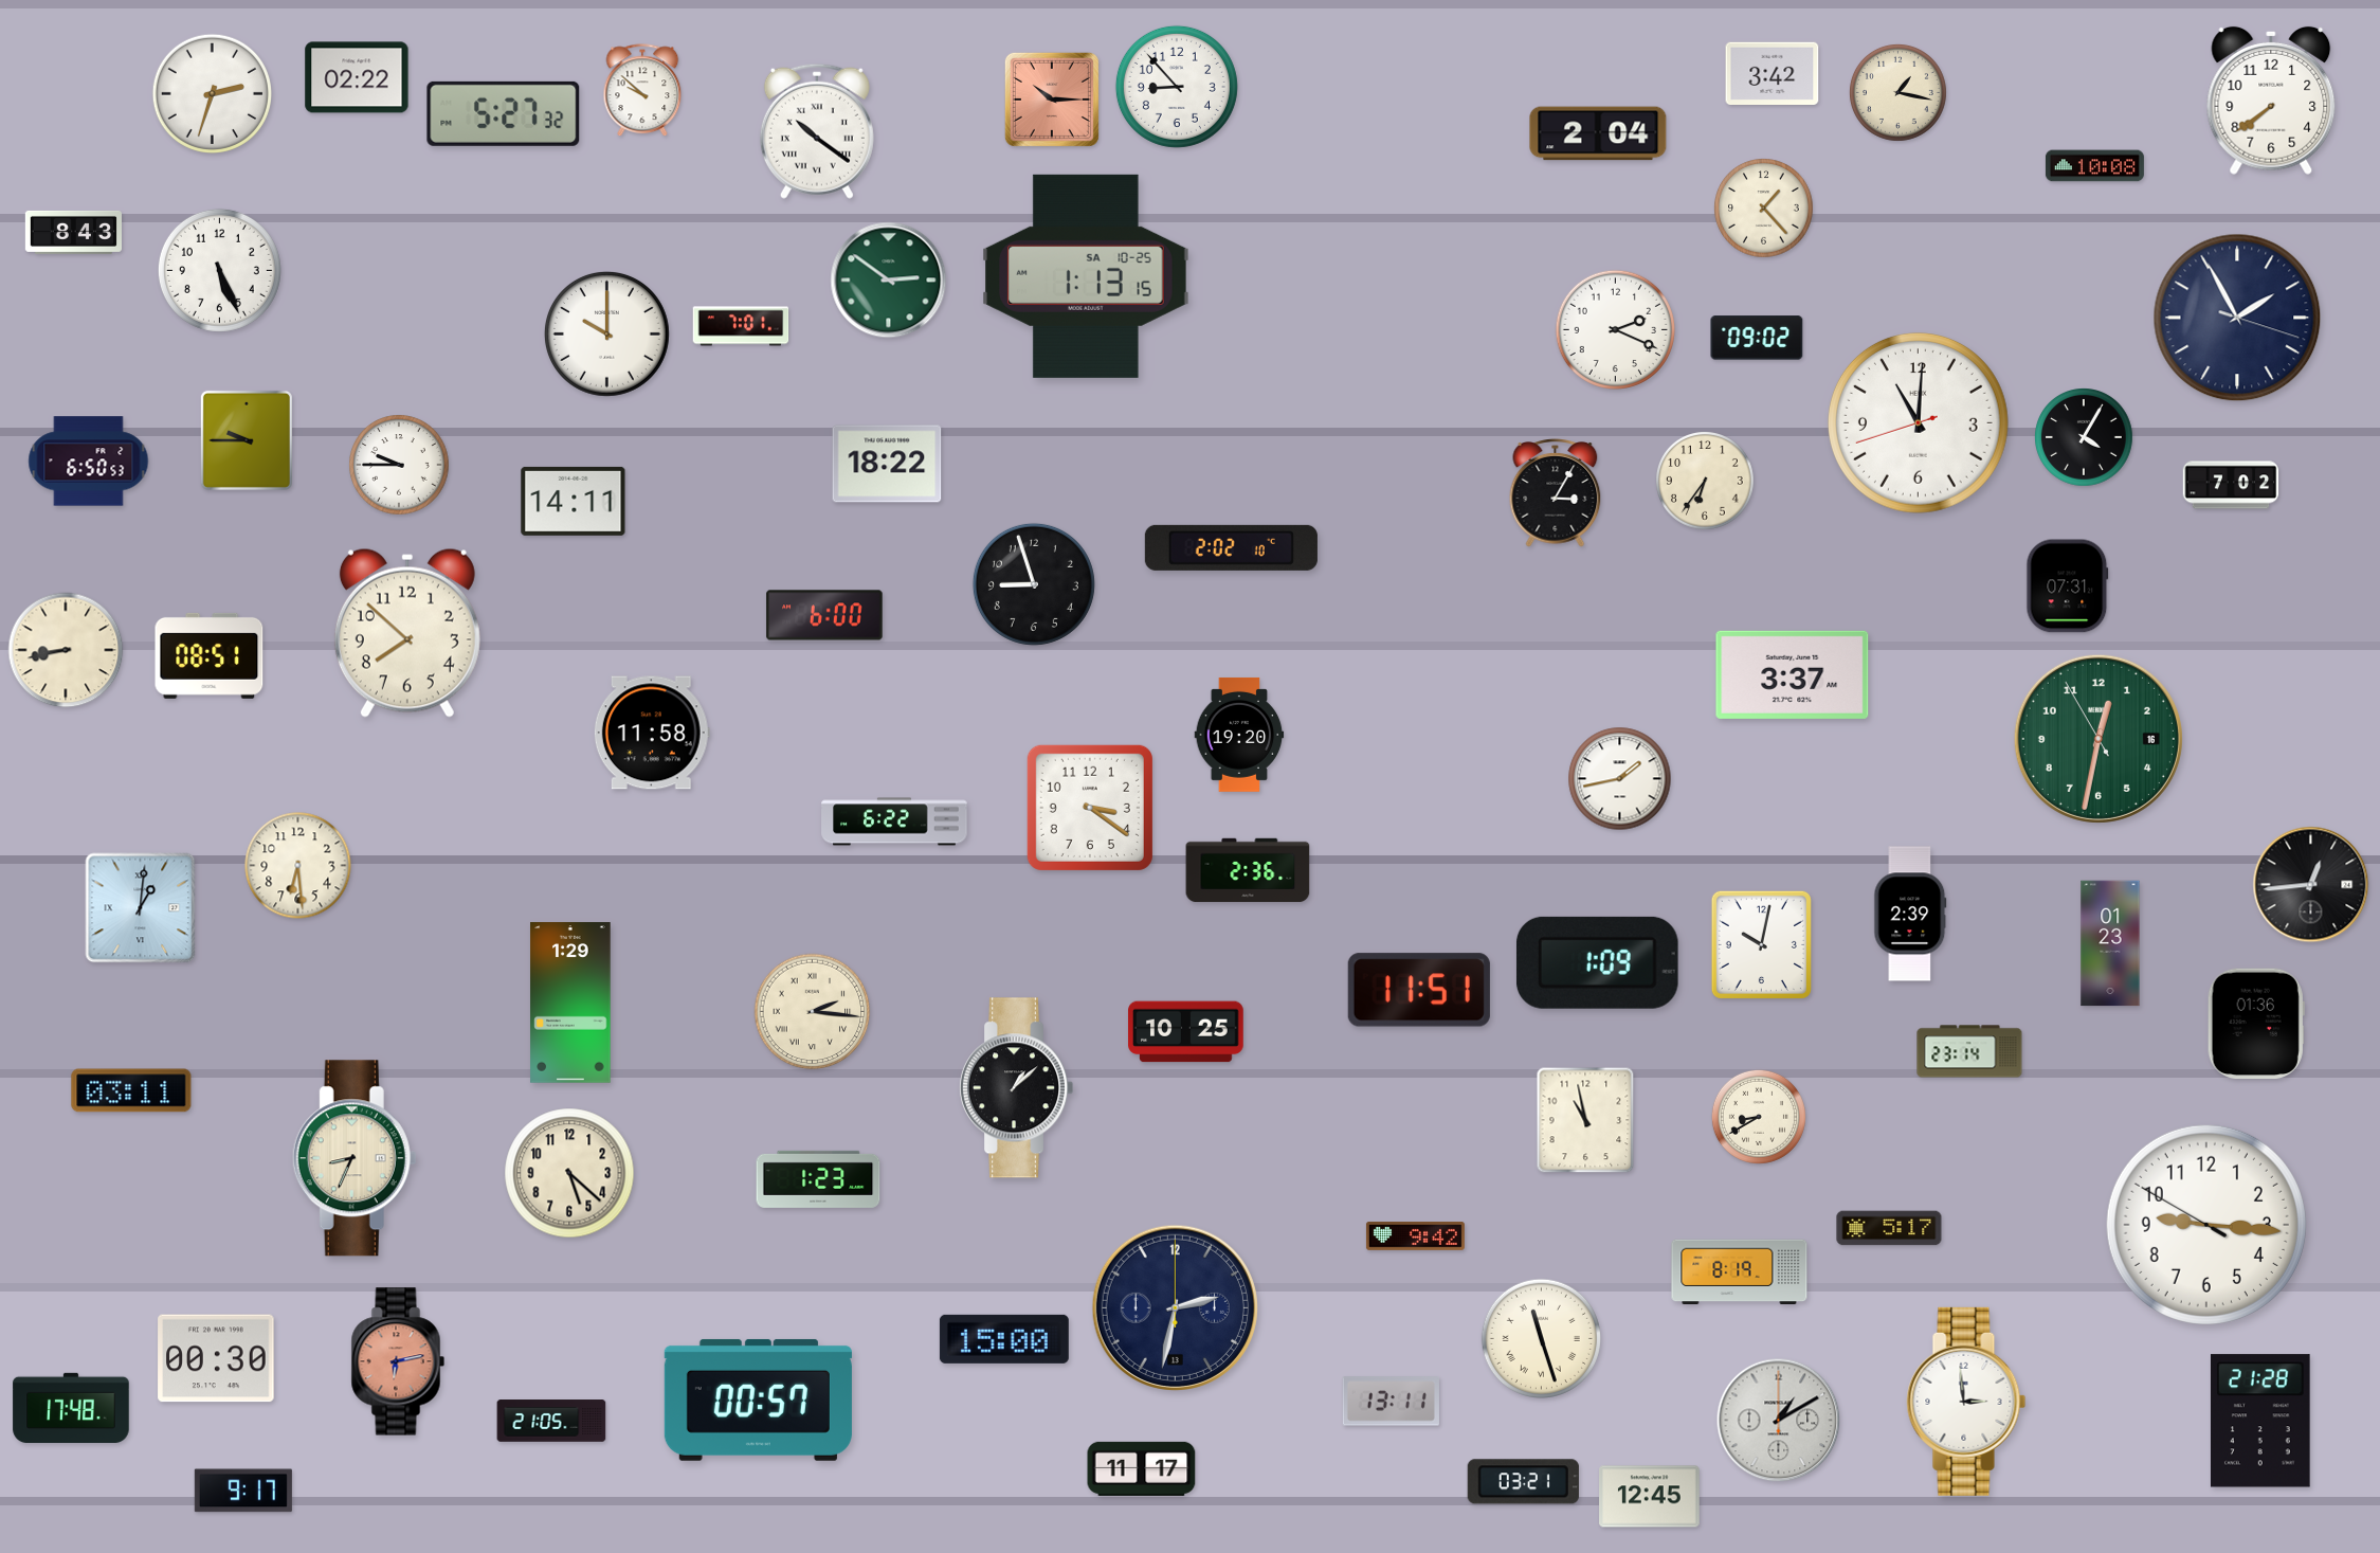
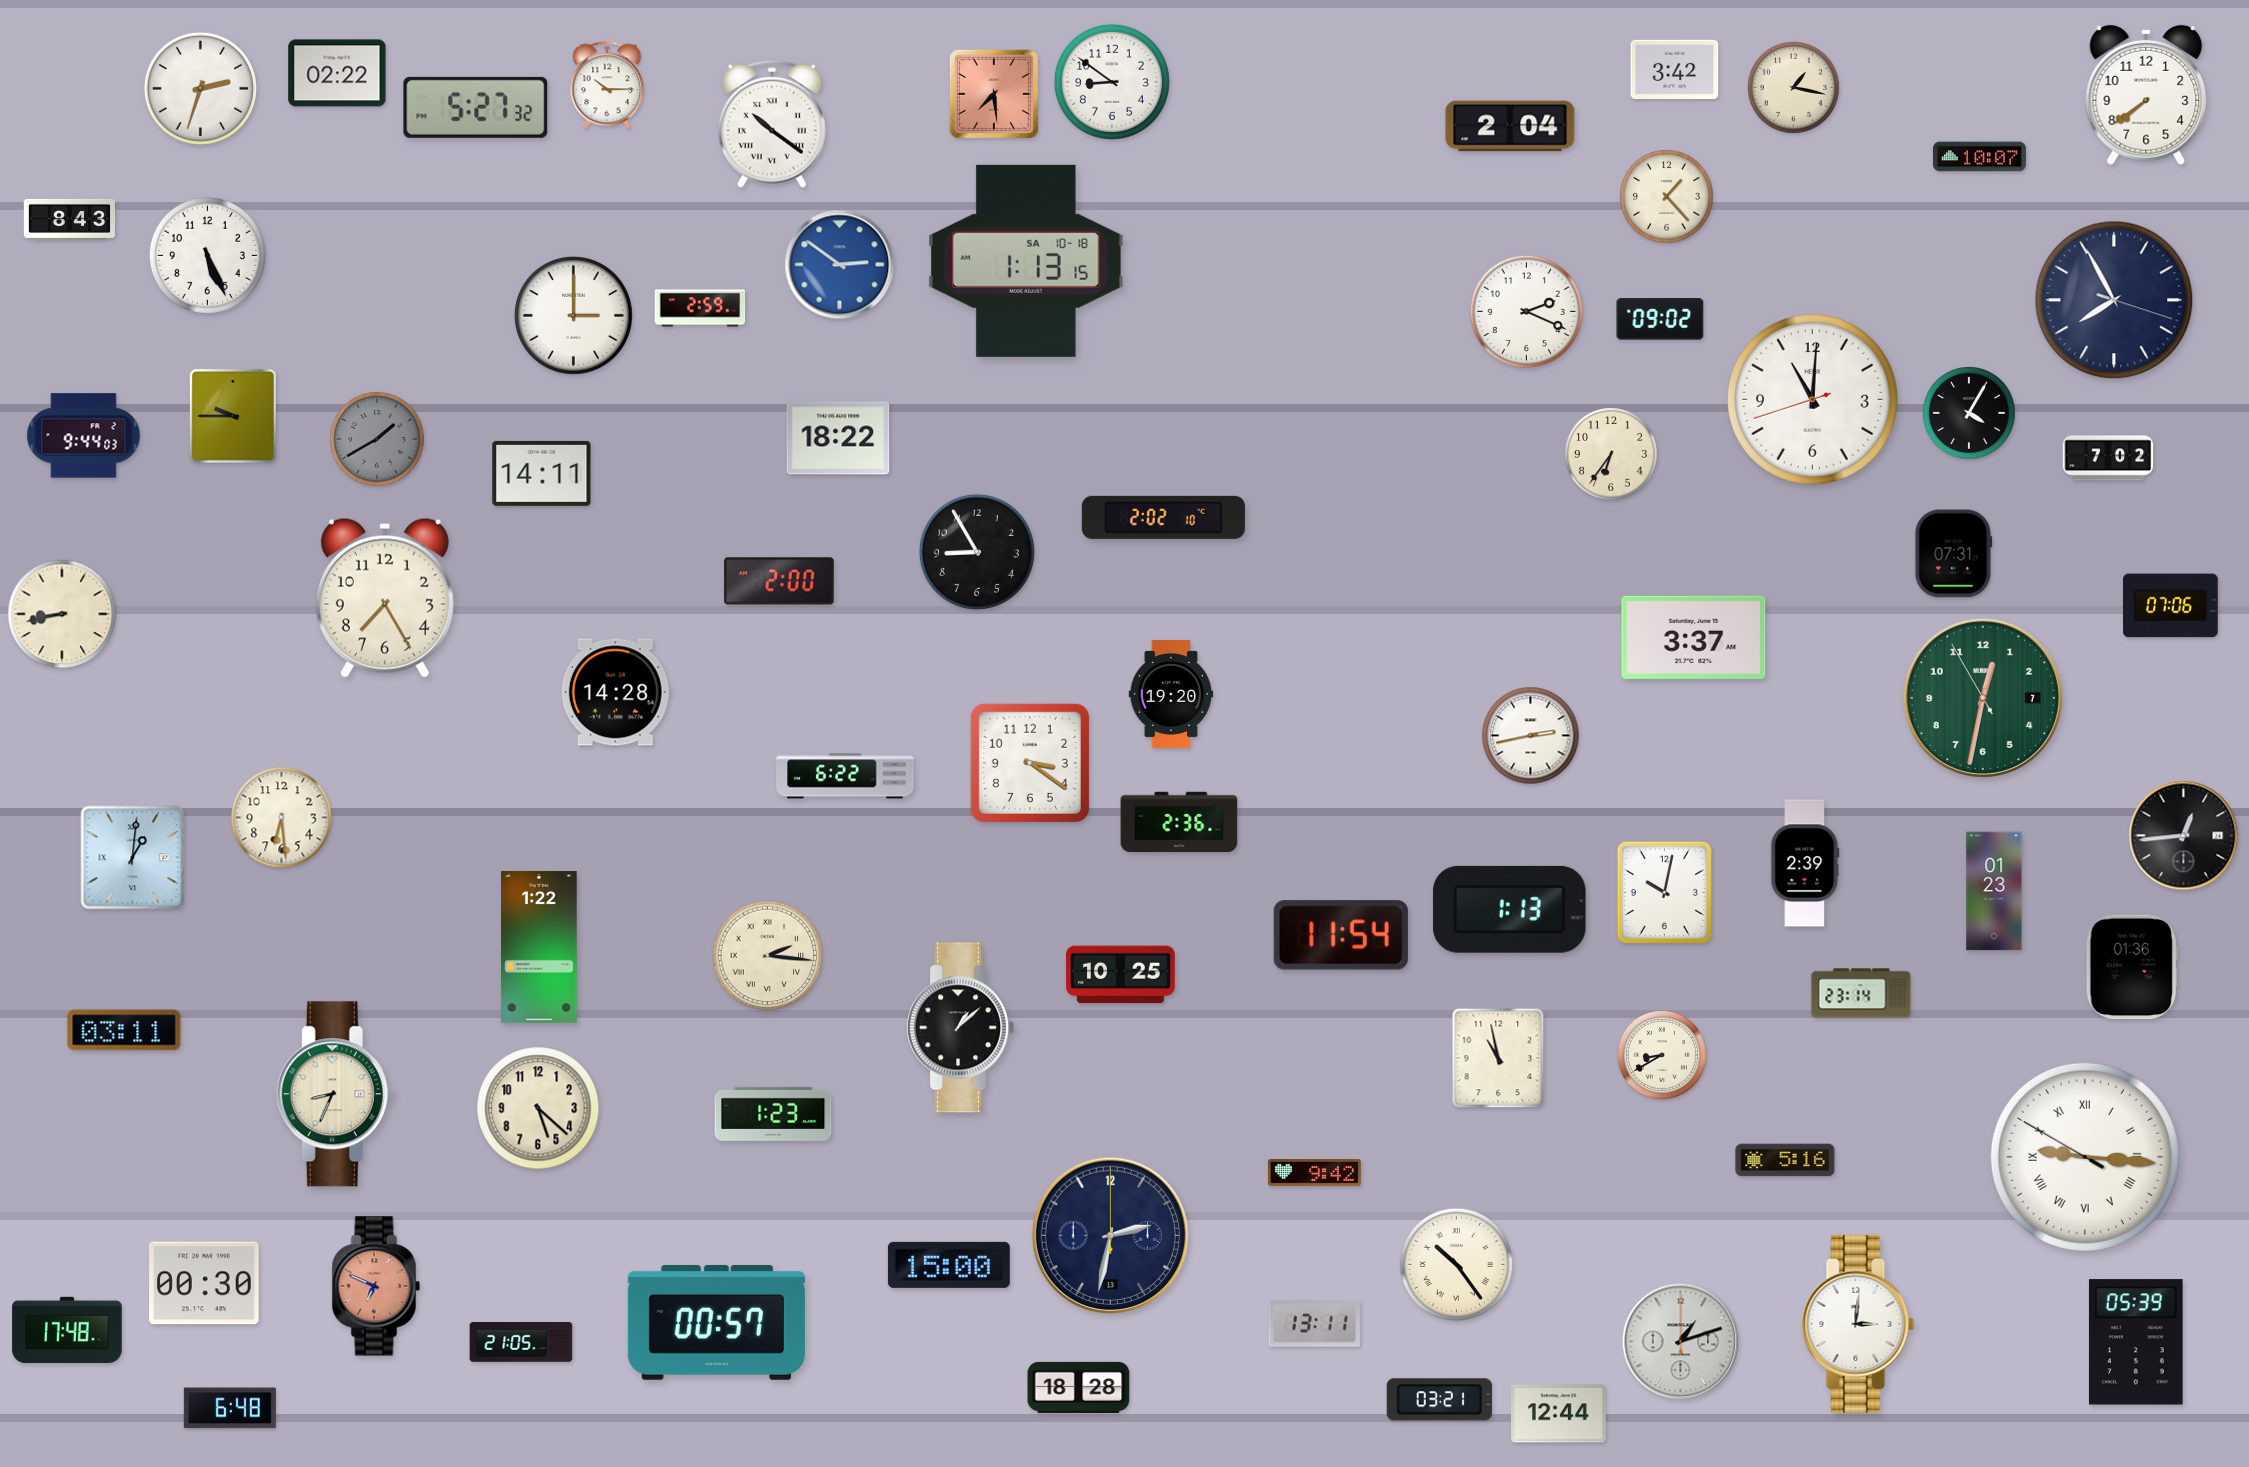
clock at (1177, 87): 8:53 -> 8:51
clock at (642, 91): 9:52 -> 10:15
clock at (1052, 100): 10:15 -> 7:29
clock at (2094, 166): 10:08 -> 10:07
clock at (1086, 276) date: SA 10-25 -> SA 10-18
clock at (889, 281) dial: green -> blue
clock at (2237, 318): 1:55 -> 7:55
clock at (741, 326): 7:01 -> 2:59
clock at (606, 333): 10:00 -> 3:00
clock at (89, 462): 6:50 -> 9:44
clock at (399, 465): 9:45 -> 1:40
clock at (399, 465) dial: white -> grey
clock at (1556, 493): 3:05 -> none
clock at (1034, 584): 8:57 -> 8:55
clock at (824, 615): 6:00 -> 2:00
clock at (407, 633): 7:52 -> 7:25
clock at (2171, 606): none -> 07:06
clock at (210, 655): 08:51 -> none
clock at (652, 733): 11:58 -> 14:28
clock at (2099, 739) date: 16 -> 7
clock at (1620, 779): 1:43 -> 2:43
clock at (1597, 962): 1:09 -> 1:13
clock at (1419, 990): 11:51 -> 11:54
clock at (570, 1003): 1:29 -> 1:22
clock at (2206, 1225) numerals: Arabic -> Roman
clock at (1889, 1228): 5:17 -> 5:16
clock at (1415, 1236) position: (1415, 1236) -> (1314, 1173)
clock at (1740, 1272): 8:19 -> none
clock at (1541, 1338): 11:27 -> 10:24
clock at (398, 1361): 6:13 -> 6:49
clock at (1966, 1402): 2:59 -> 3:01
clock at (1779, 1421): 1:10 -> 1:12
clock at (2260, 1421): 21:28 -> 05:39
clock at (1142, 1468): 11:17 -> 18:28
clock at (243, 1491): 9:17 -> 6:48
clock at (1650, 1497): 12:45 -> 12:44
